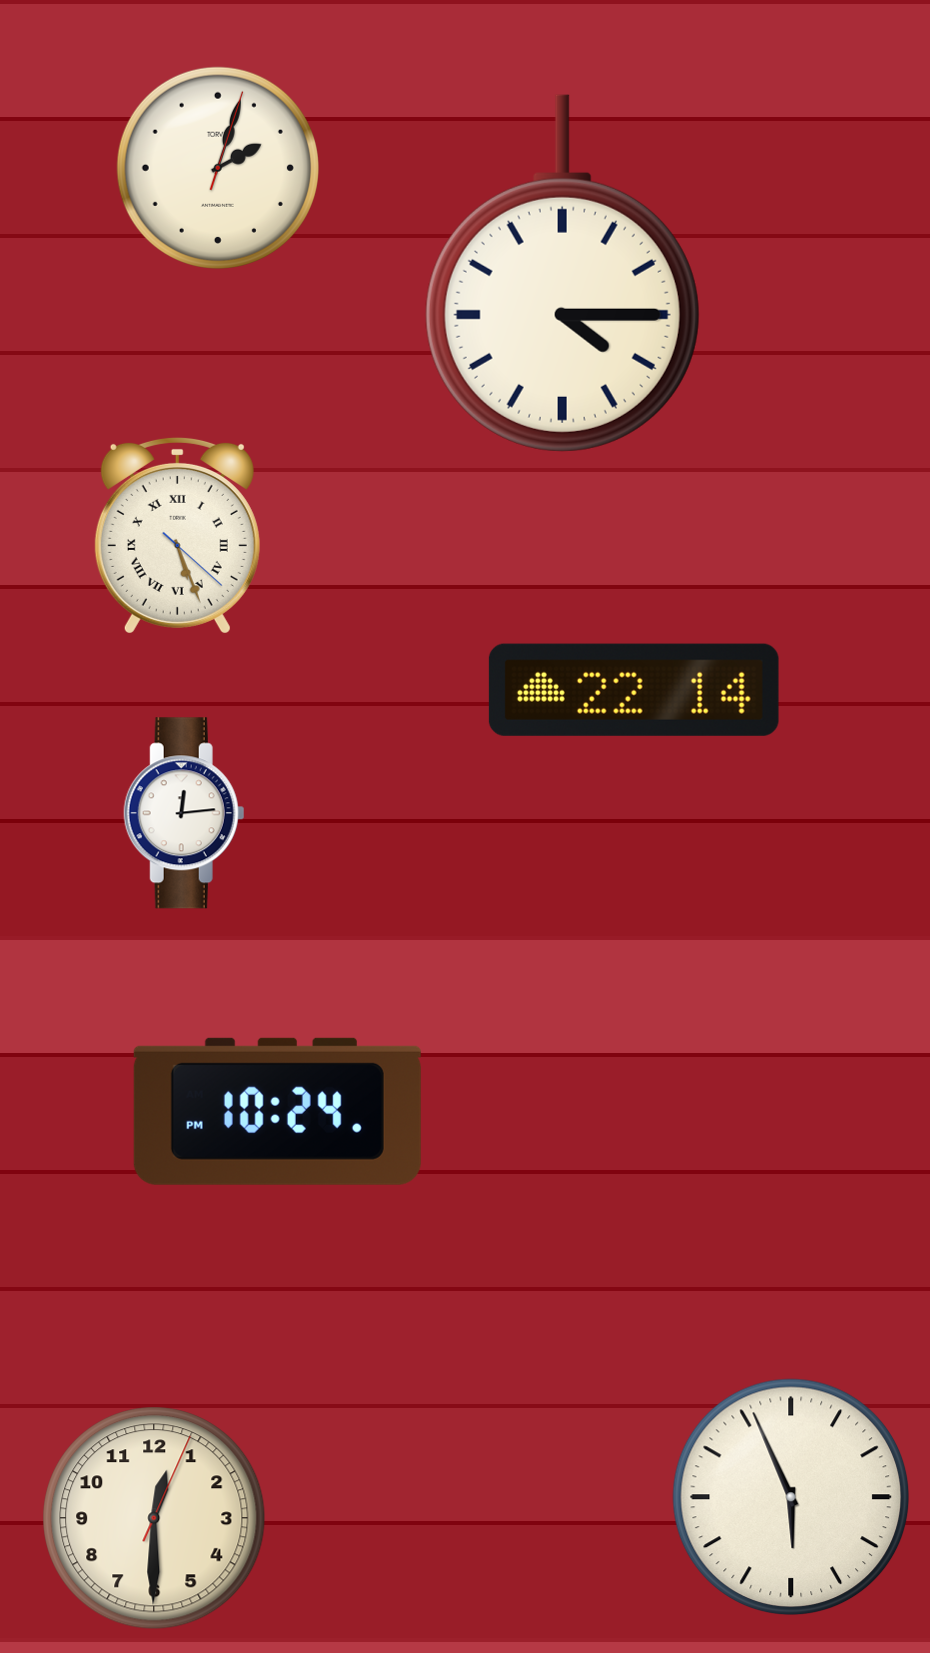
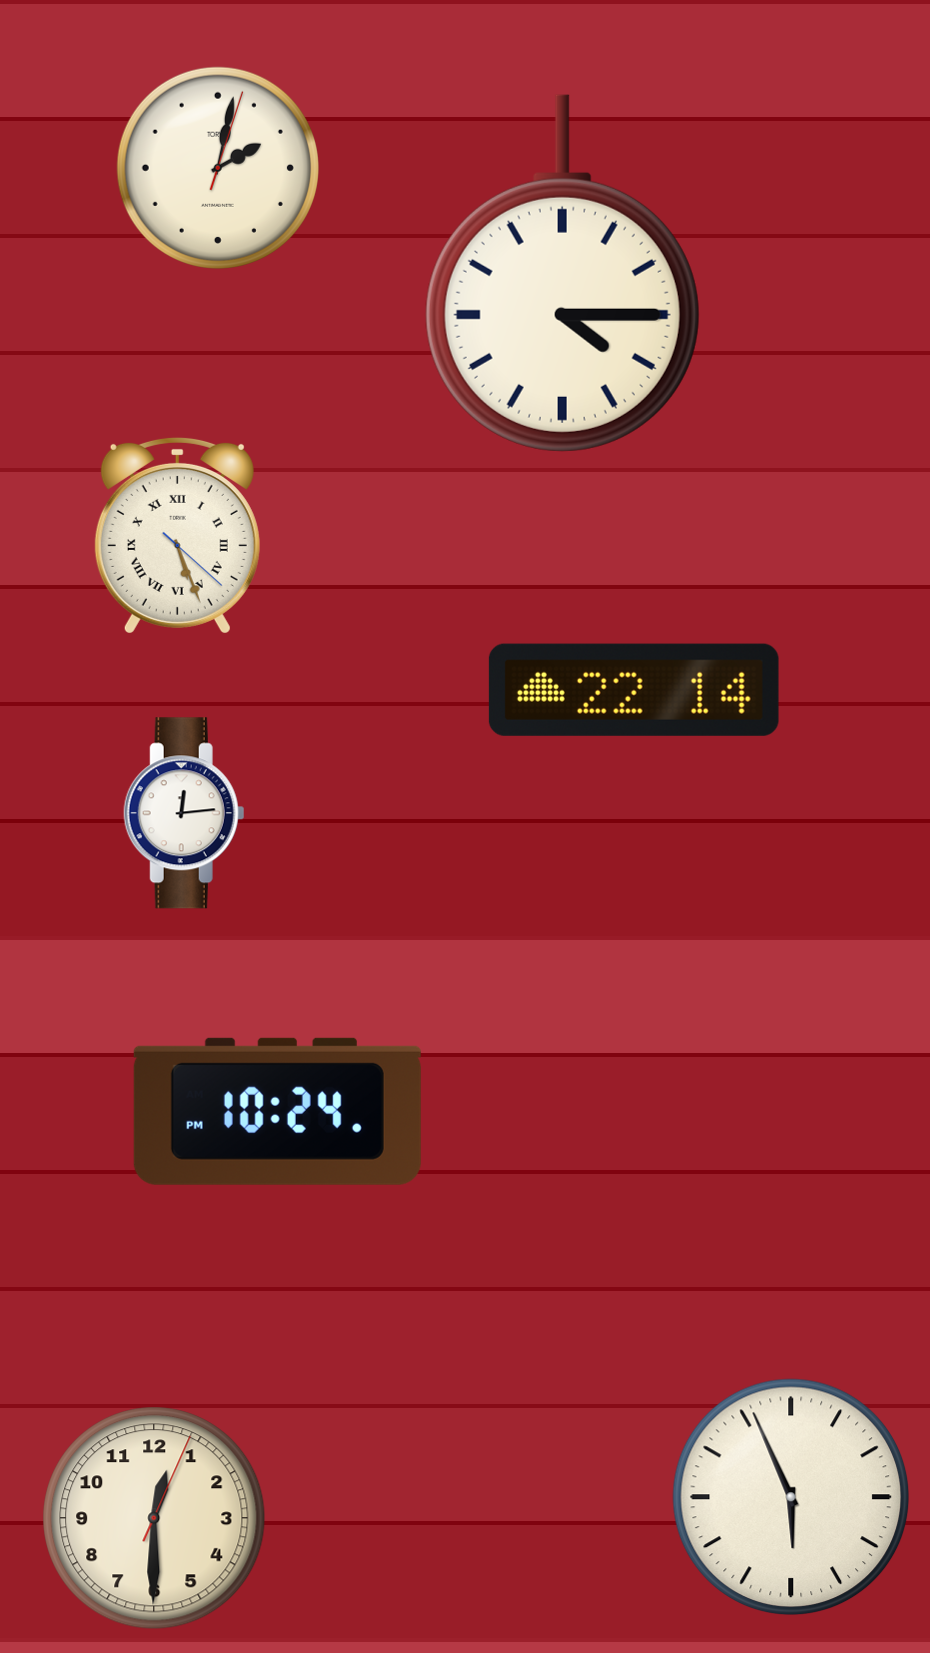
clock at (218, 168): 2:03 -> 2:02
